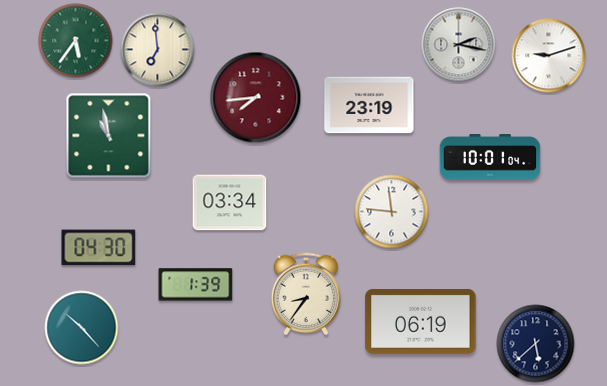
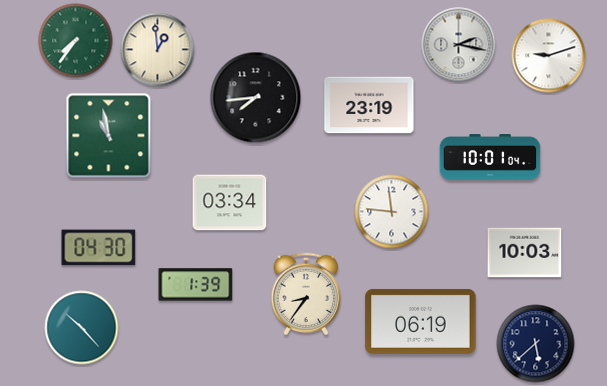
clock at (76, 41): 5:36 -> 7:36
clock at (158, 50): 6:59 -> 12:59
clock at (256, 98) dial: burgundy -> black
clock at (525, 253): none -> 10:03
